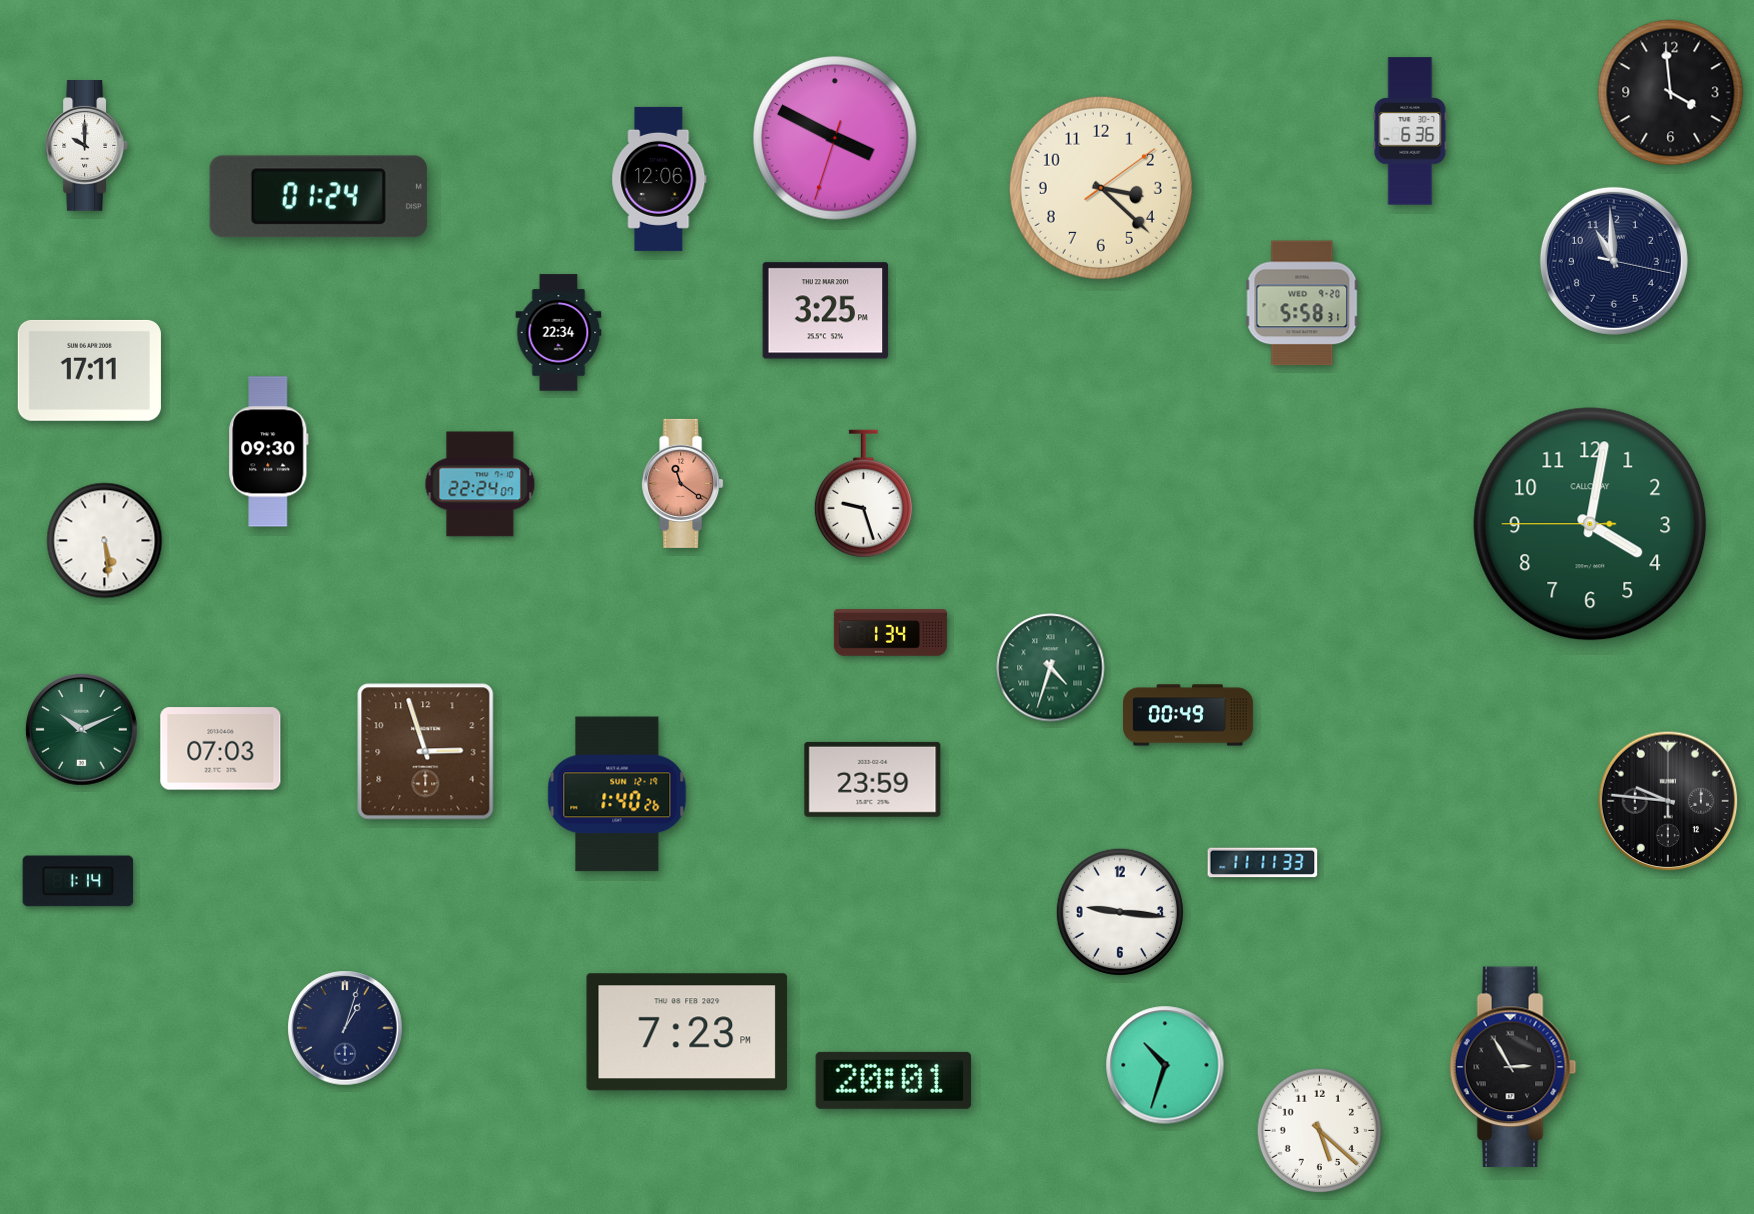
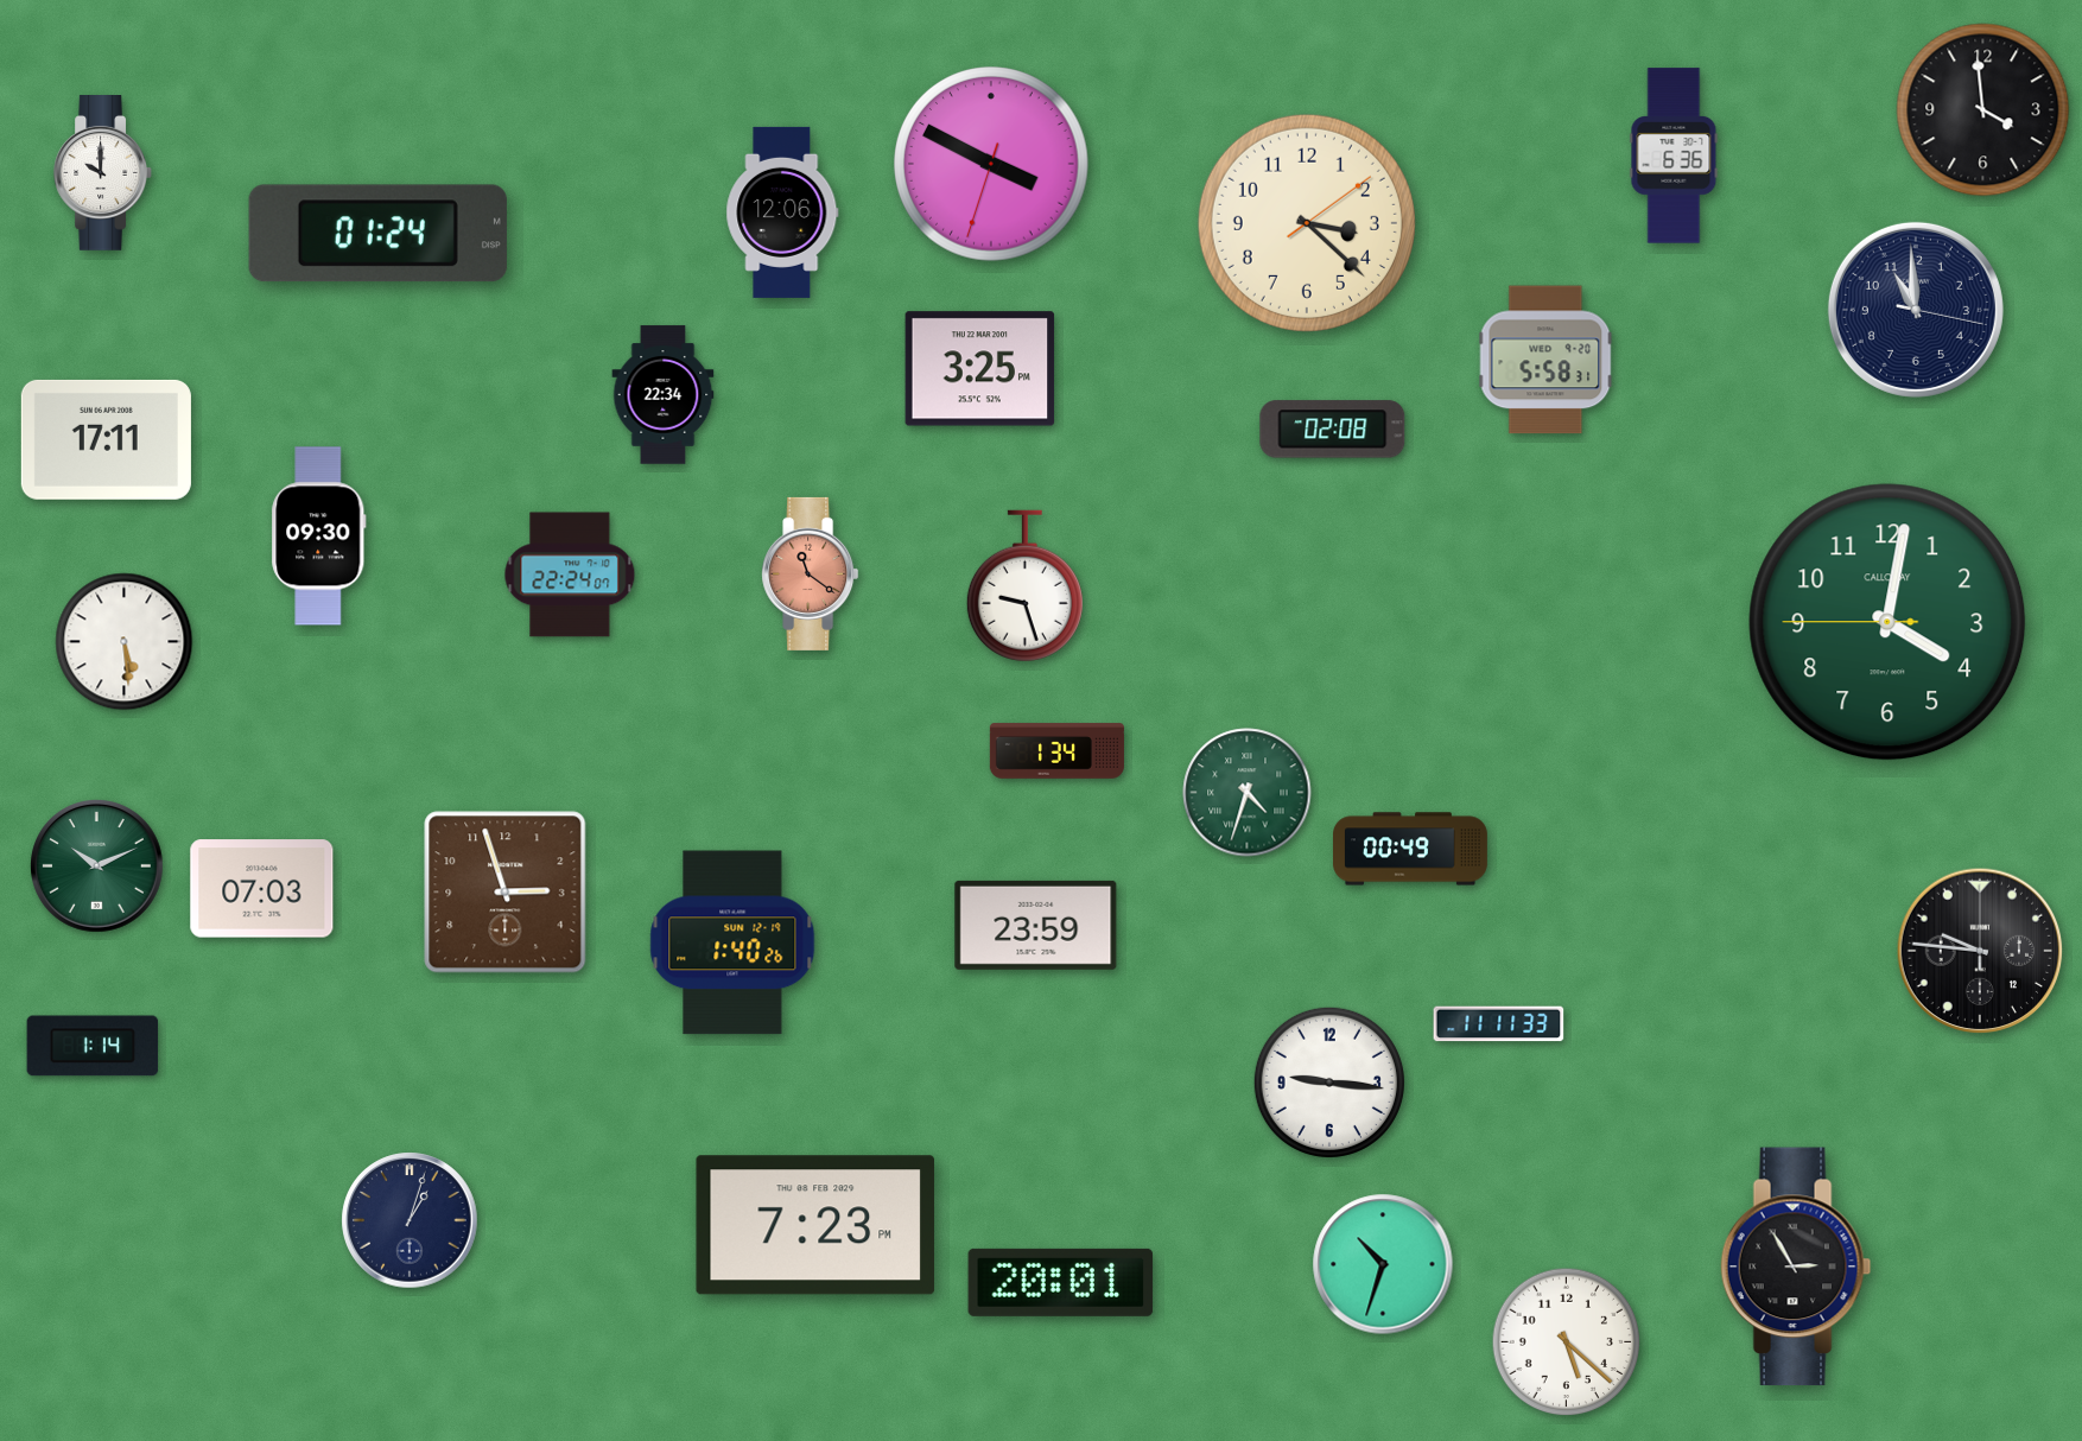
clock at (1333, 430): none -> 02:08
